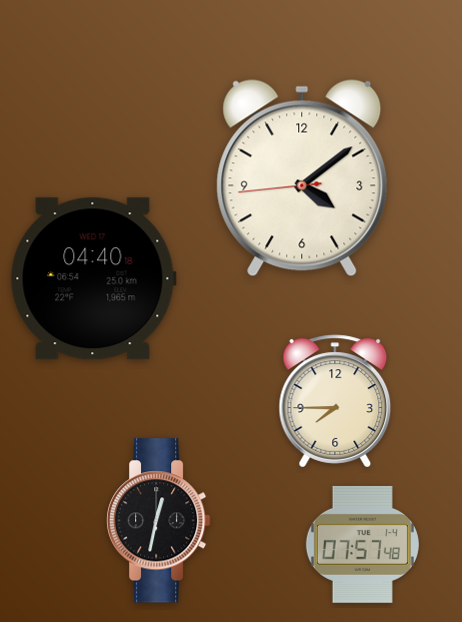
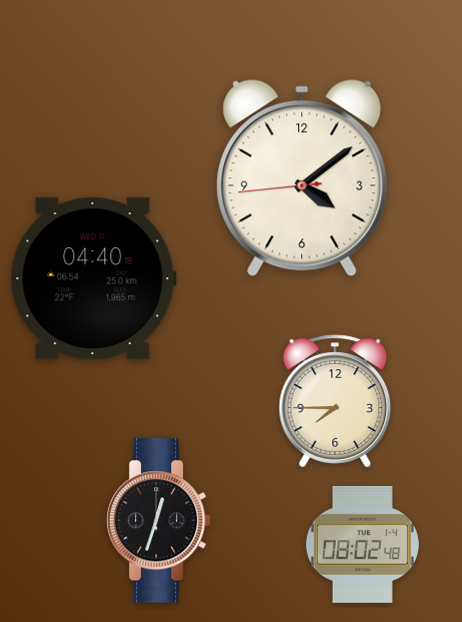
clock at (159, 521): 12:32 -> 12:33
clock at (362, 544): 07:57 -> 08:02
